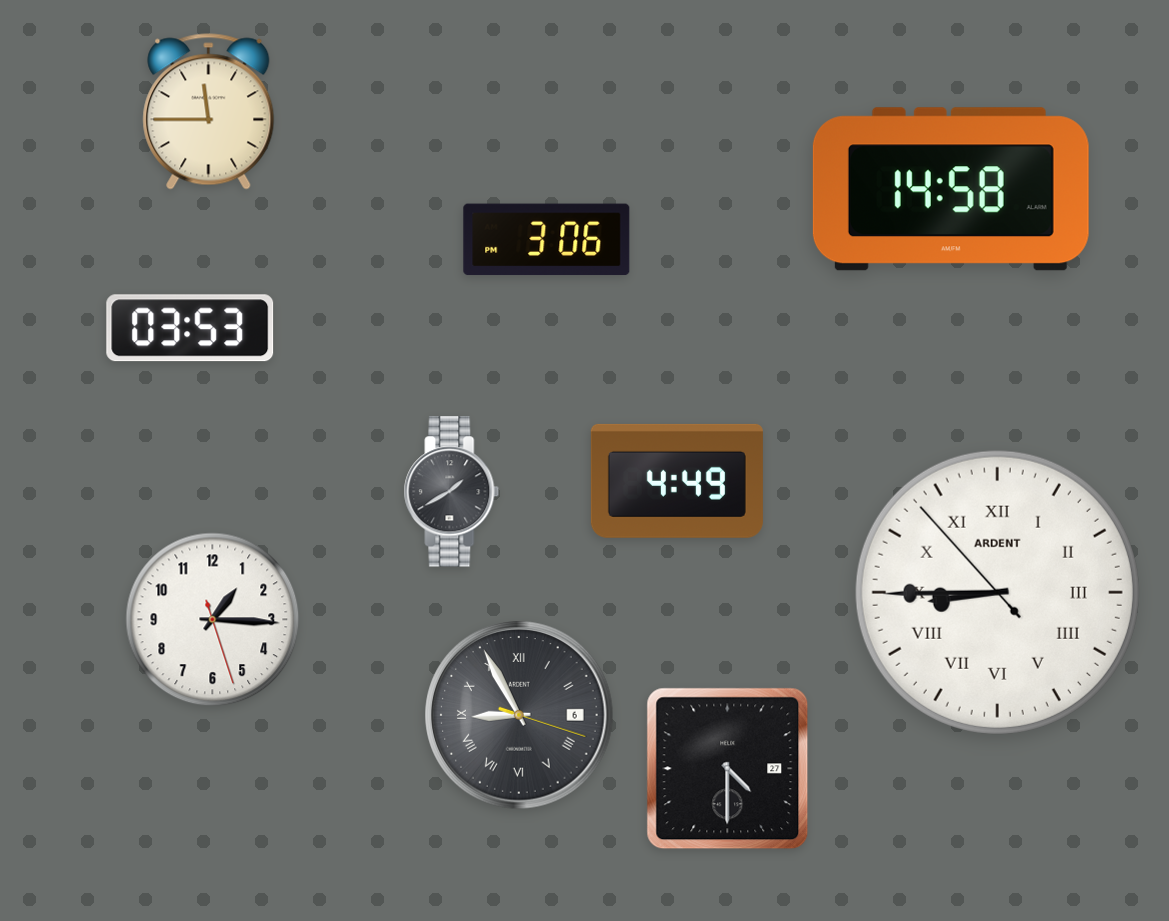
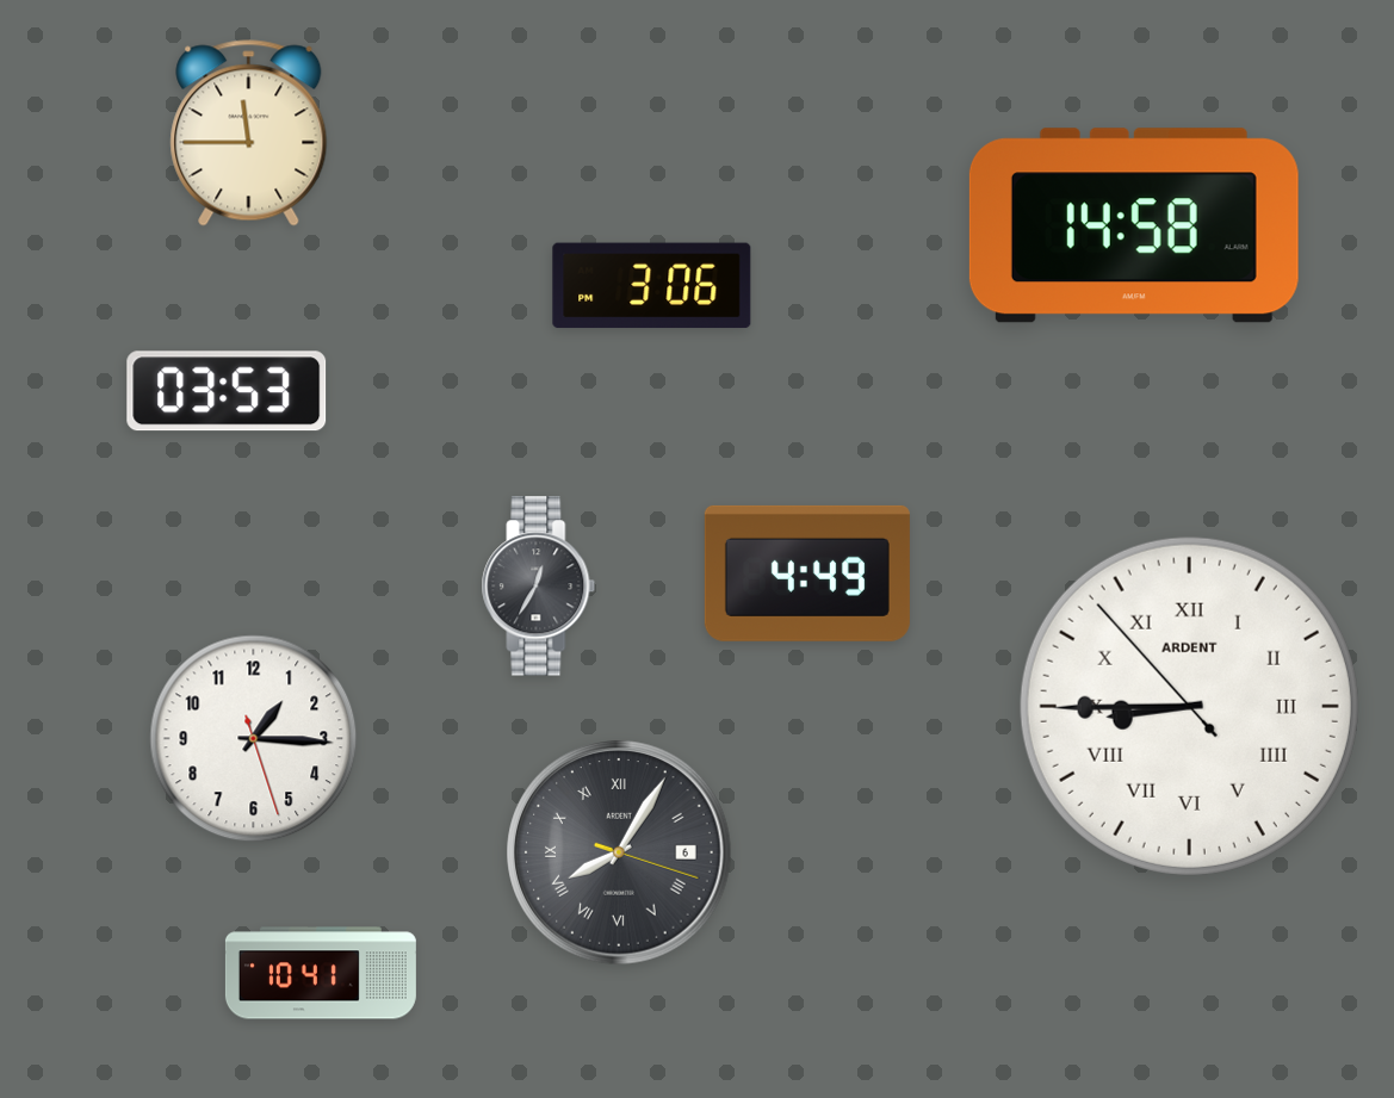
clock at (452, 492): 1:40 -> 12:35
clock at (519, 715): 8:55 -> 8:05
clock at (728, 769): 4:30 -> none
clock at (321, 973): none -> 10:41
